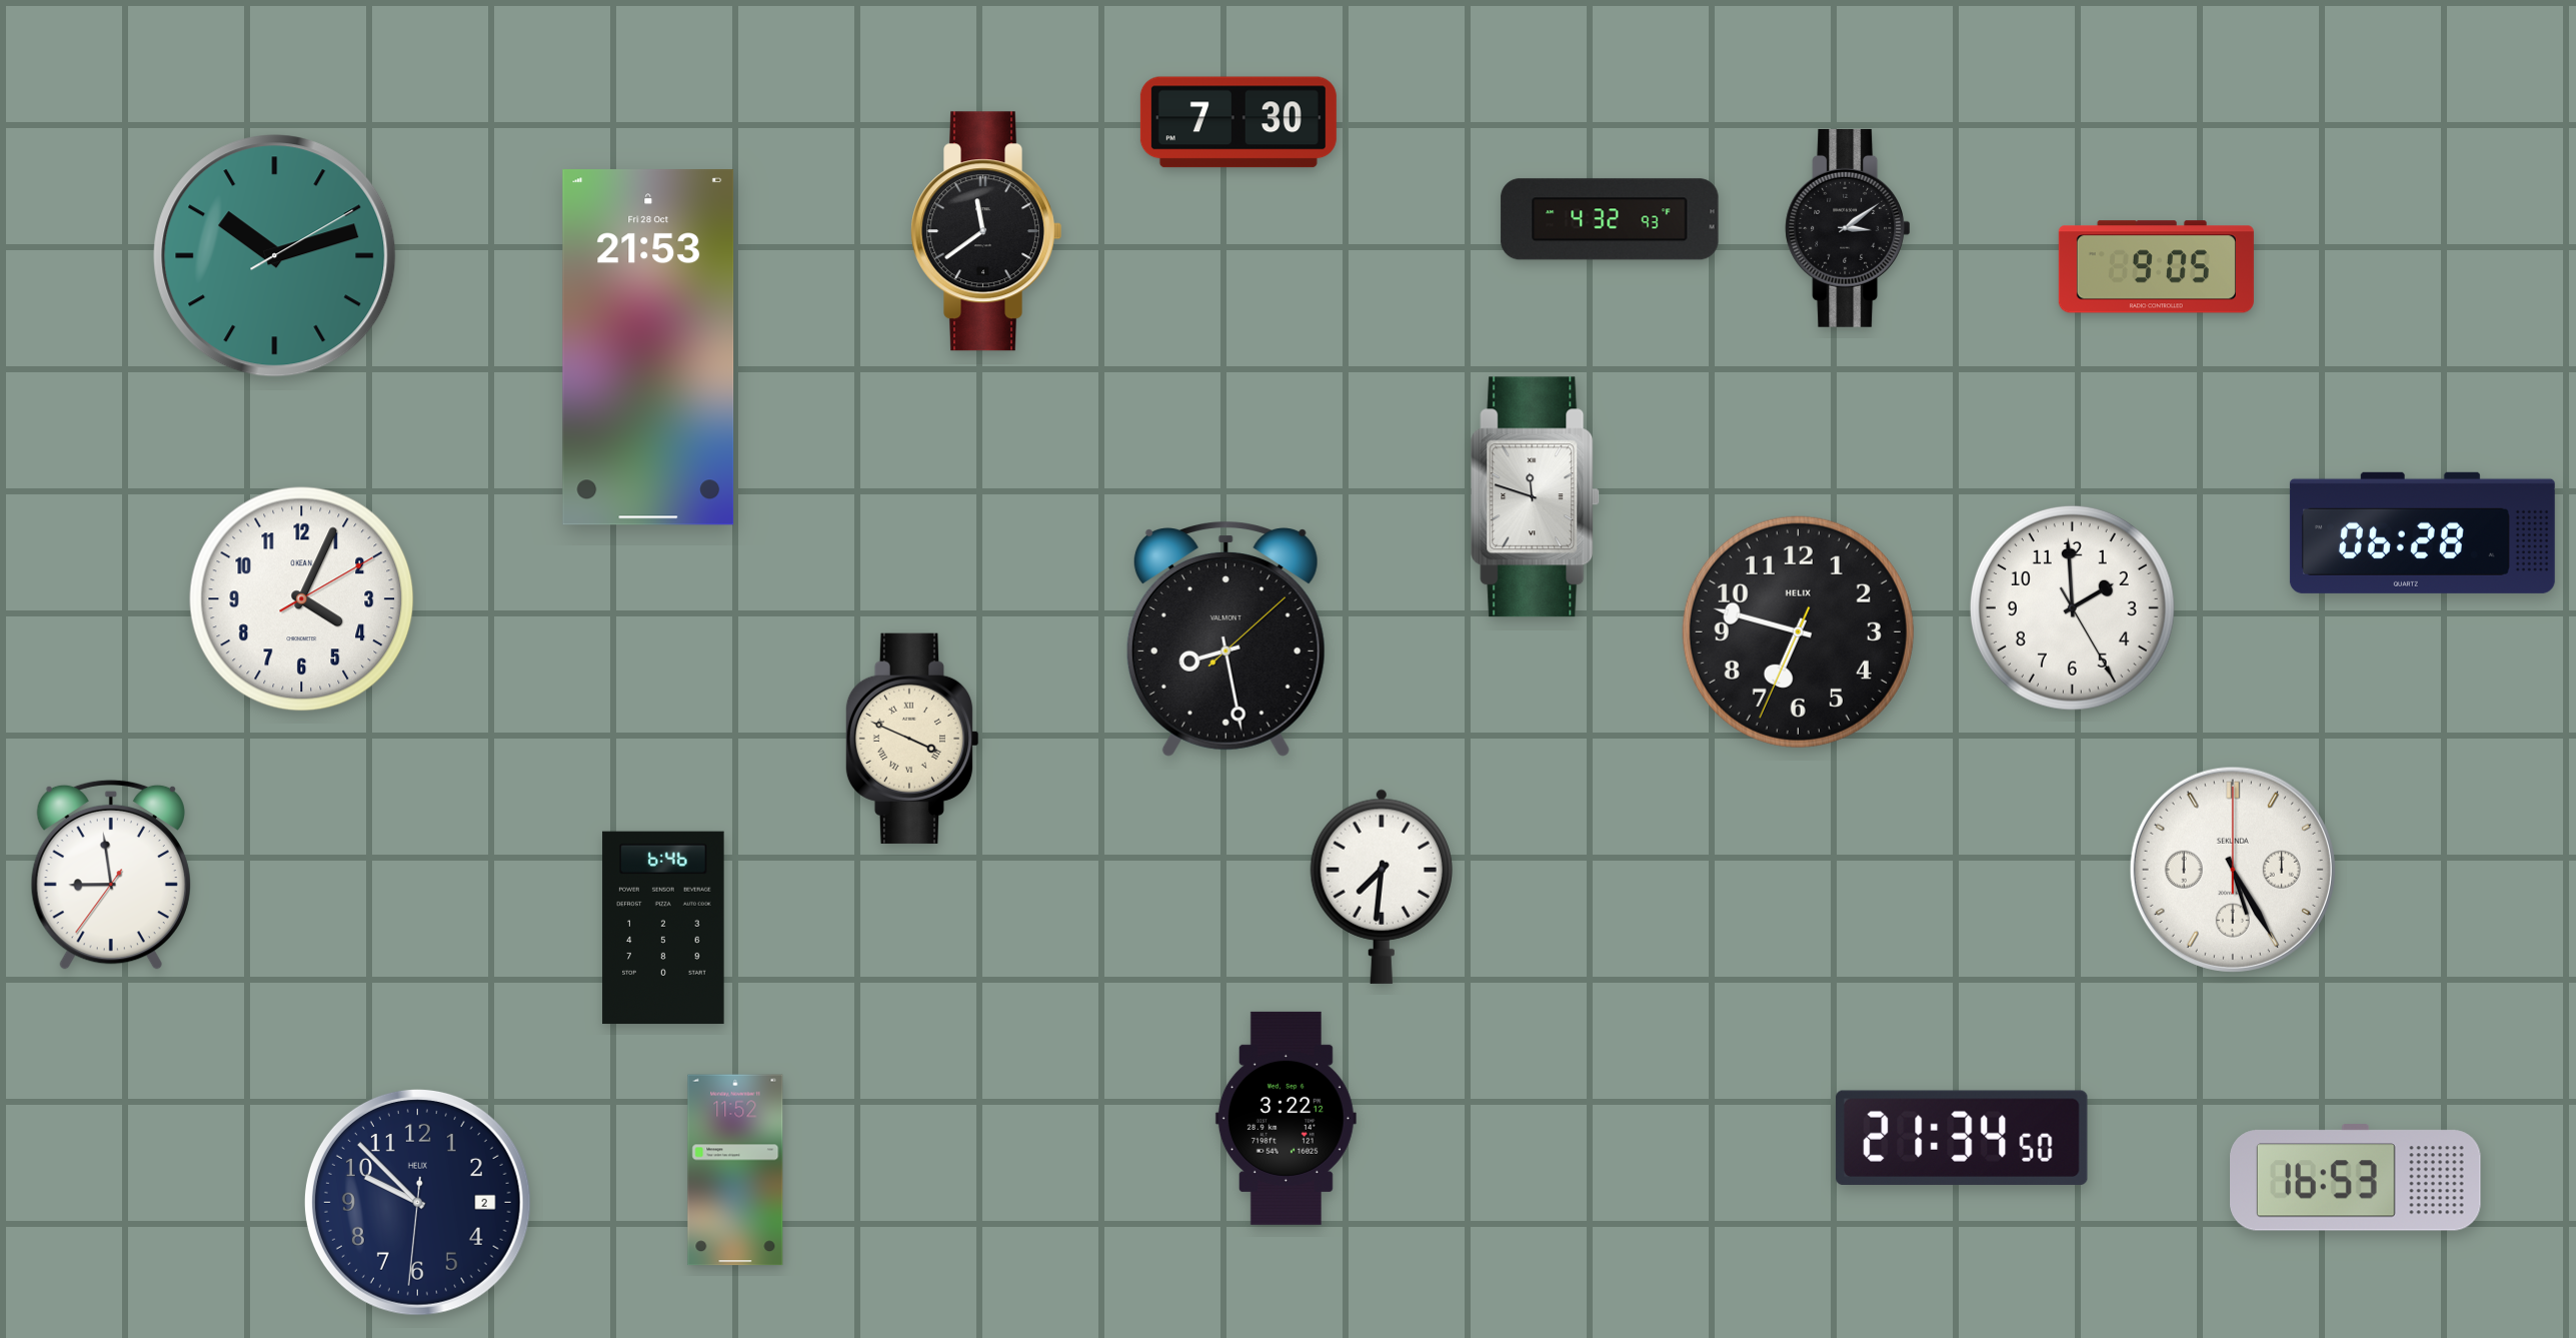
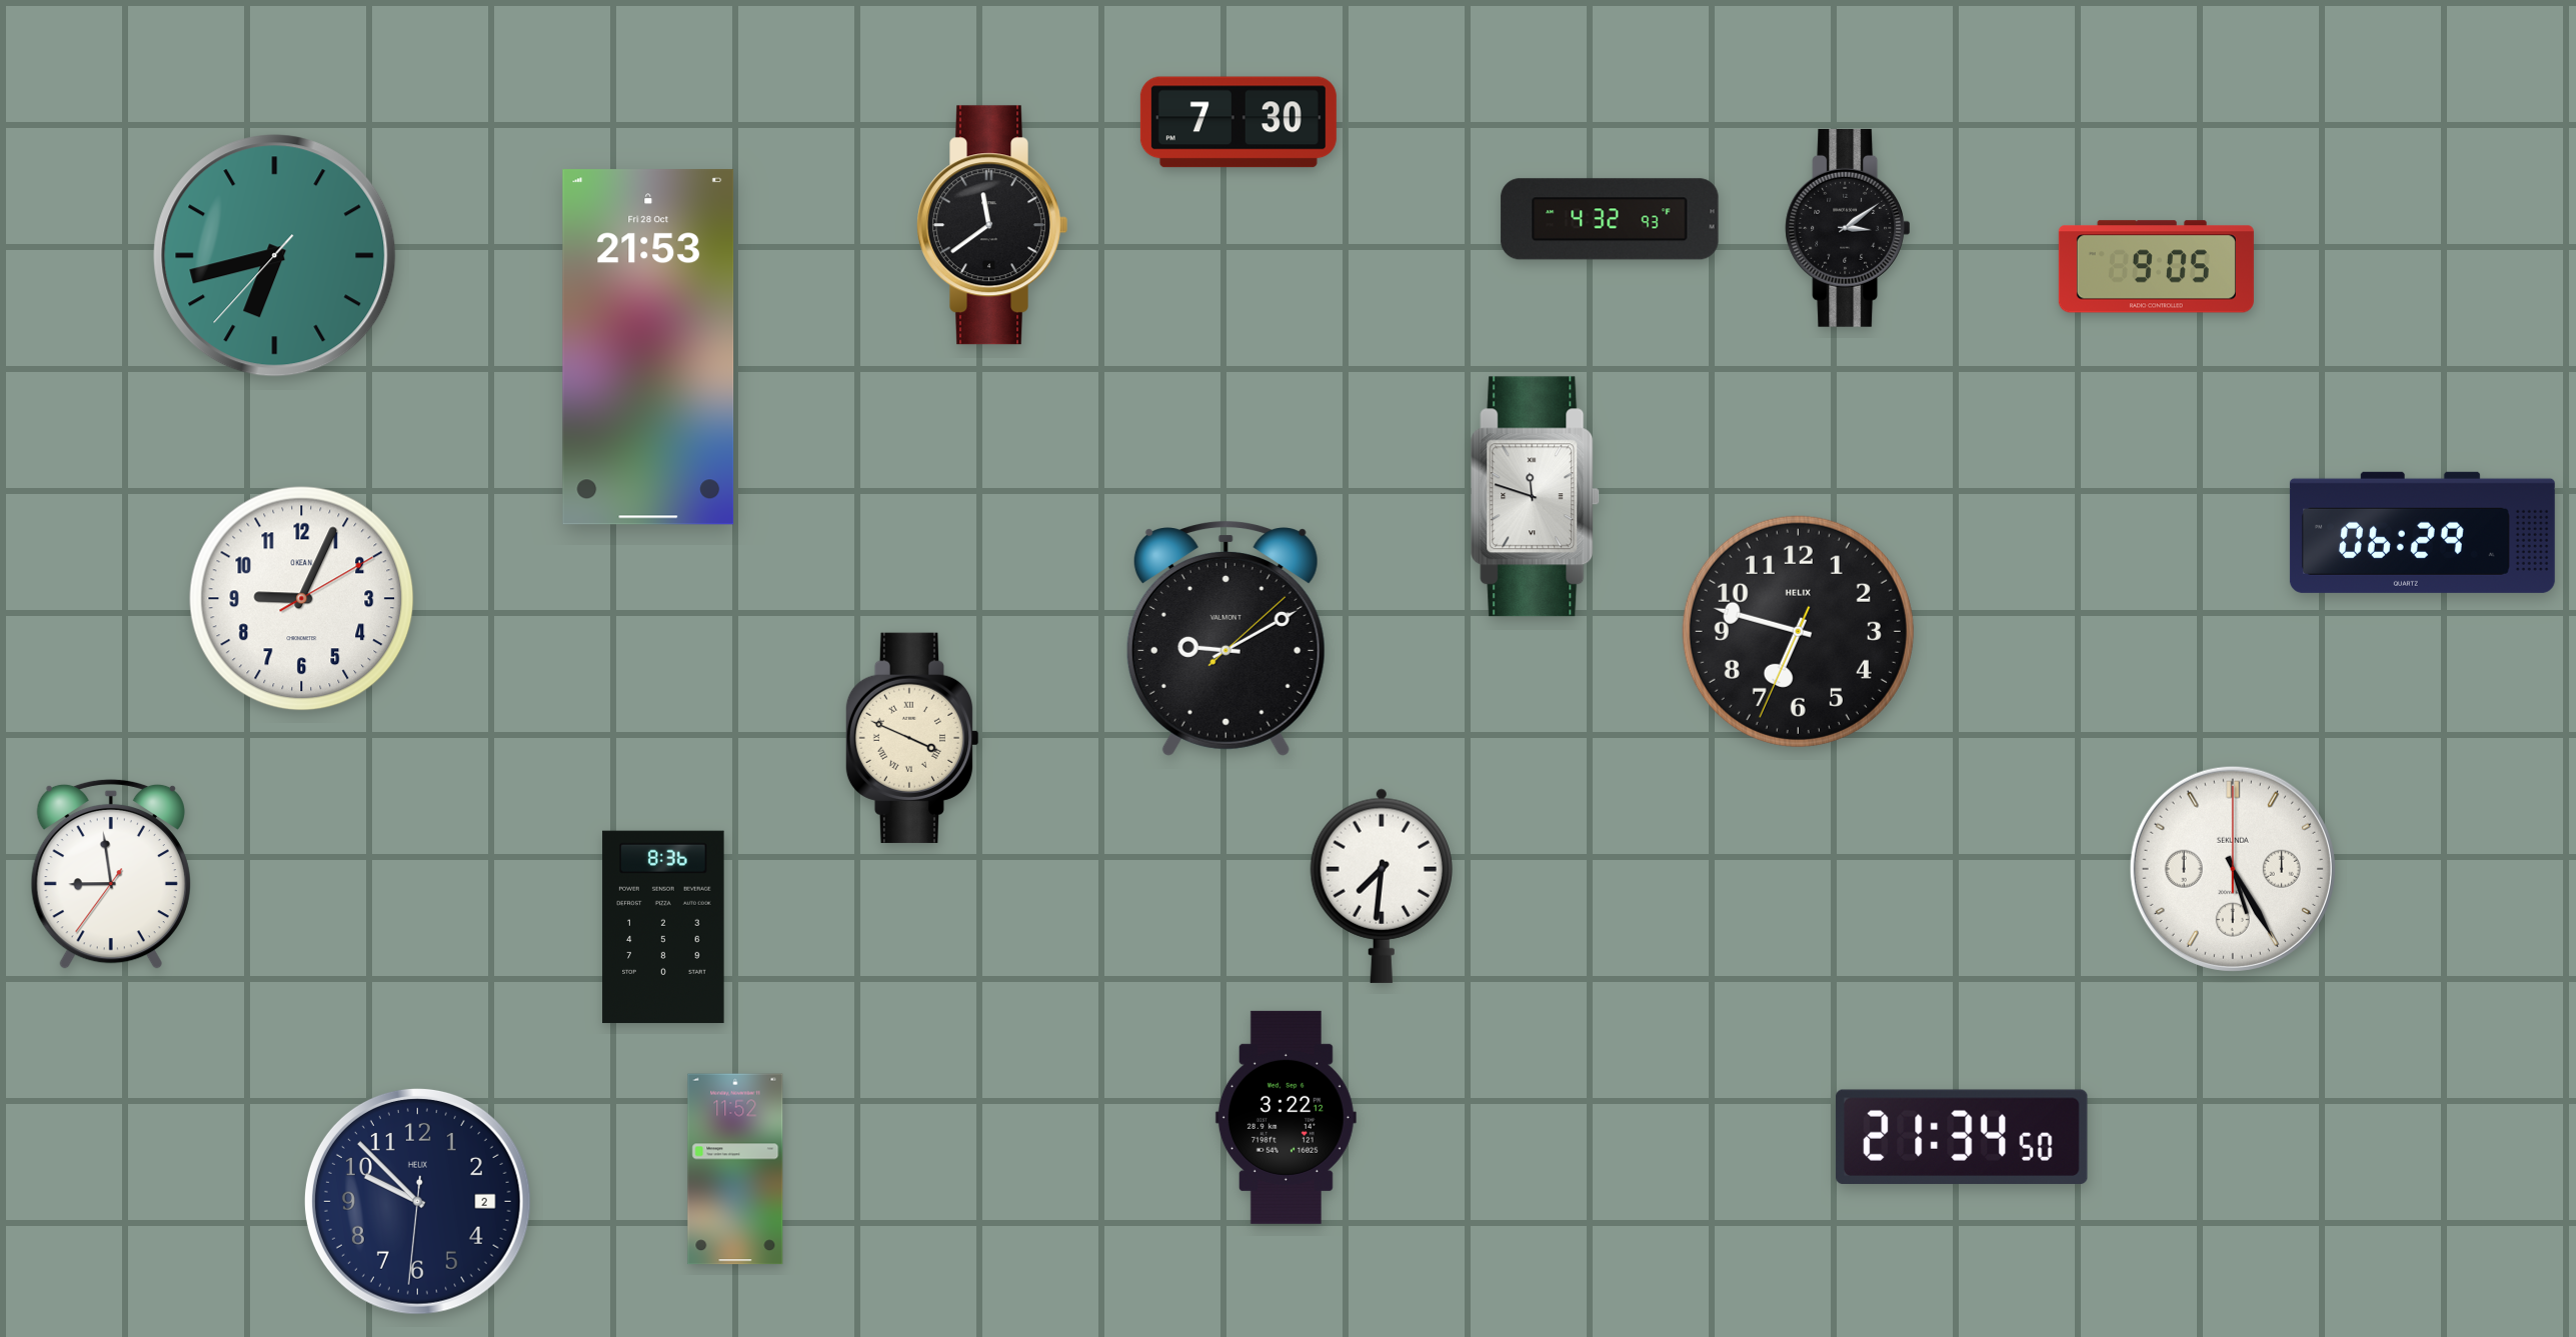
clock at (986, 231) position: (986, 231) -> (992, 225)
clock at (275, 256): 10:12 -> 6:42
clock at (2422, 532): 06:28 -> 06:29
clock at (302, 599): 4:04 -> 9:04
clock at (2072, 607): 1:59 -> none
clock at (1225, 638): 8:28 -> 9:10
clock at (663, 928): 6:46 -> 8:36
clock at (2356, 1178): 16:53 -> none
